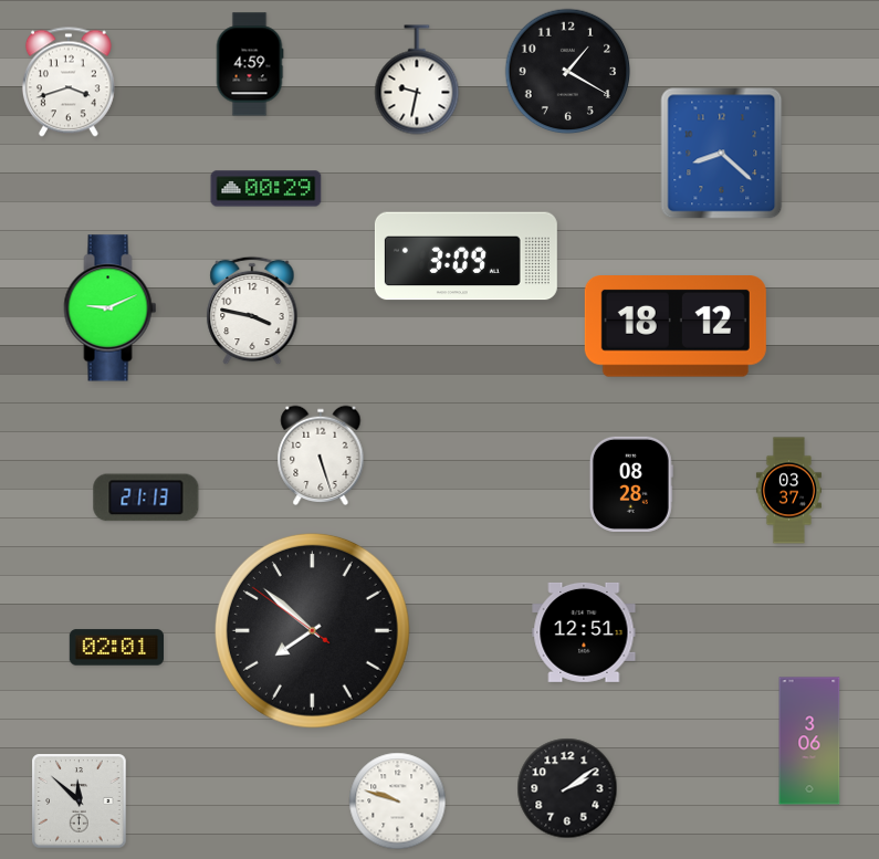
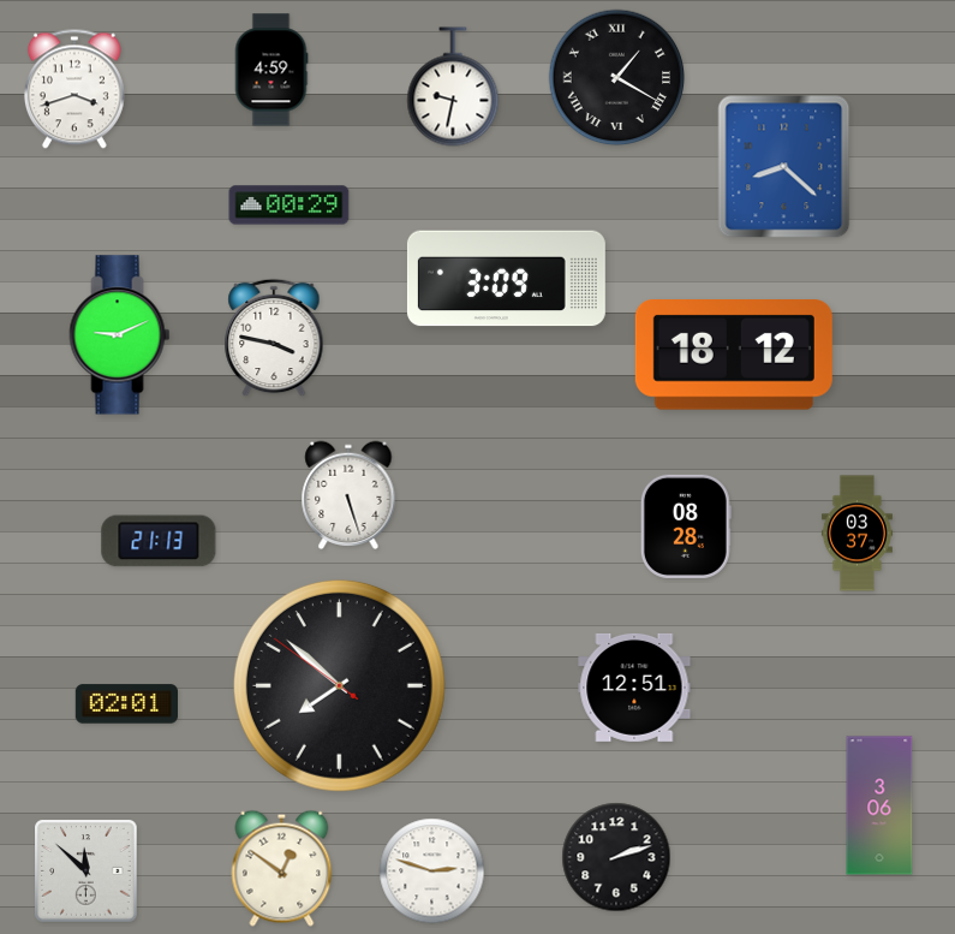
clock at (568, 72) numerals: Arabic -> Roman
clock at (567, 788): 2:09 -> 2:12
clock at (282, 868): none -> 12:51
clock at (398, 802): 9:48 -> 2:48
